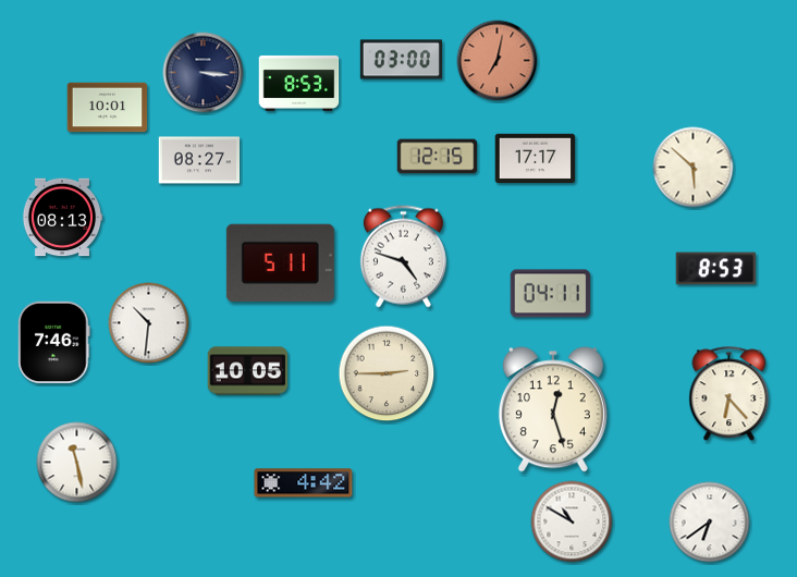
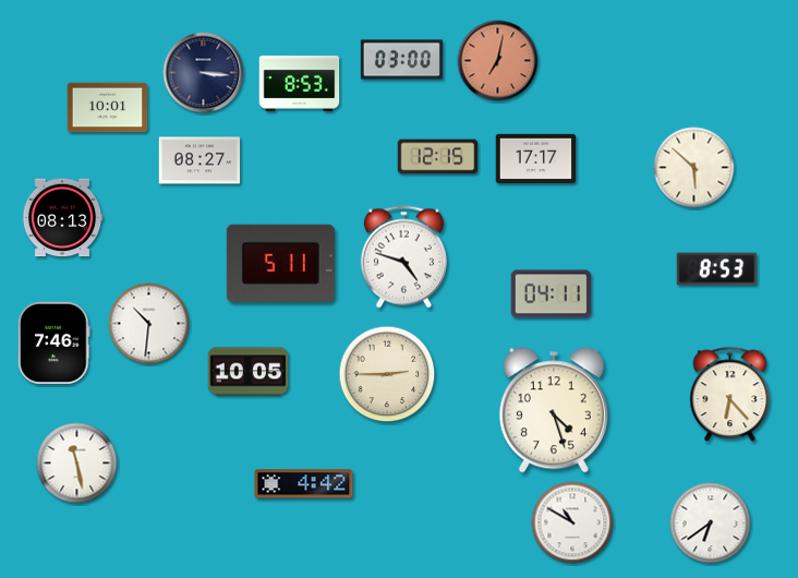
clock at (553, 409): 12:27 -> 4:27
